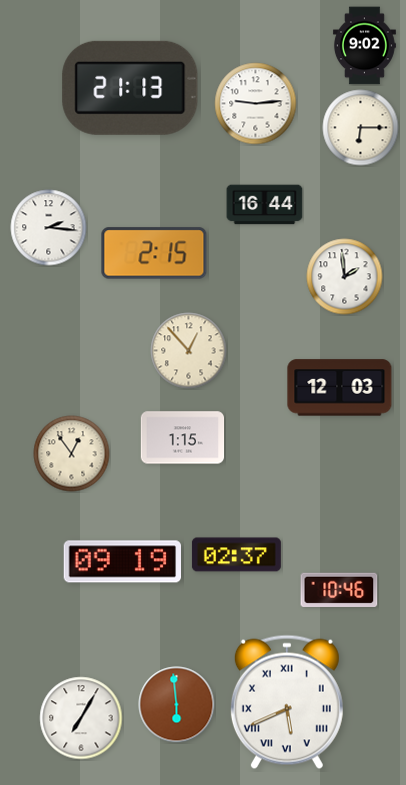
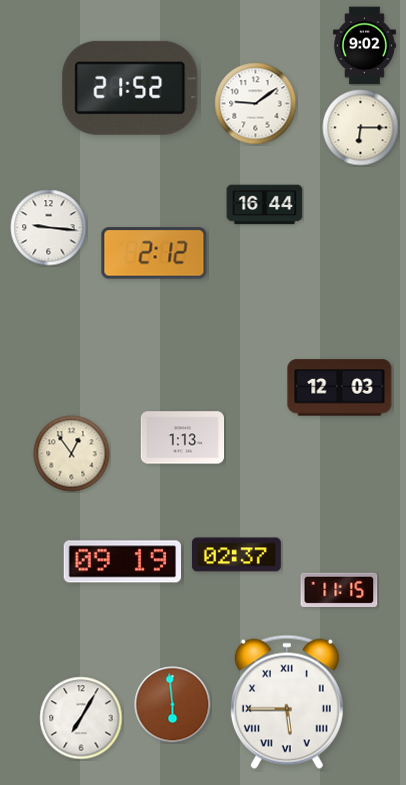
clock at (130, 88): 21:13 -> 21:52
clock at (256, 104): 9:14 -> 9:09
clock at (49, 228): 2:16 -> 9:16
clock at (154, 253): 2:15 -> 2:12
clock at (345, 277): 1:59 -> none
clock at (189, 351): 12:53 -> none
clock at (183, 438): 1:15 -> 1:13
clock at (339, 590): 10:46 -> 11:15
clock at (287, 702): 5:41 -> 5:45
clock at (177, 705) position: (177, 705) -> (173, 705)
